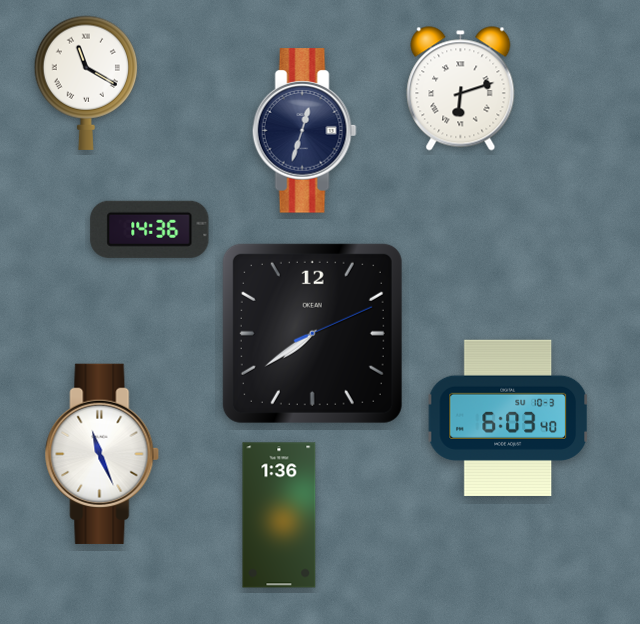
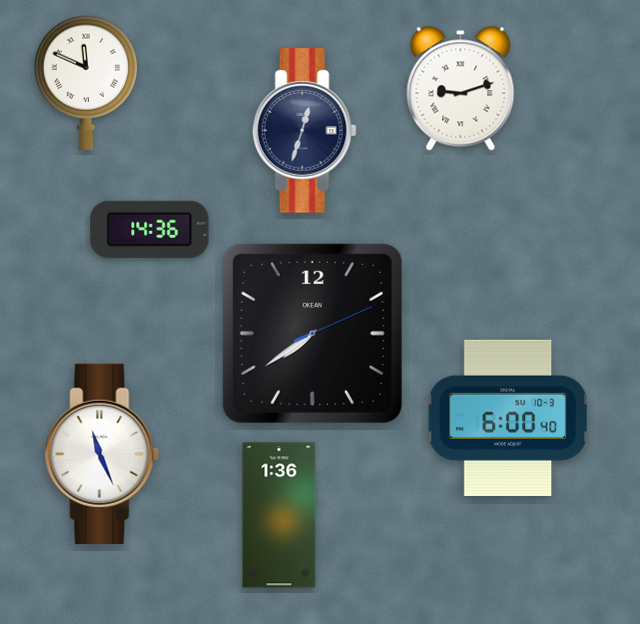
clock at (85, 83): 11:20 -> 11:49
clock at (461, 89): 6:12 -> 9:12
clock at (507, 417): 6:03 -> 6:00
